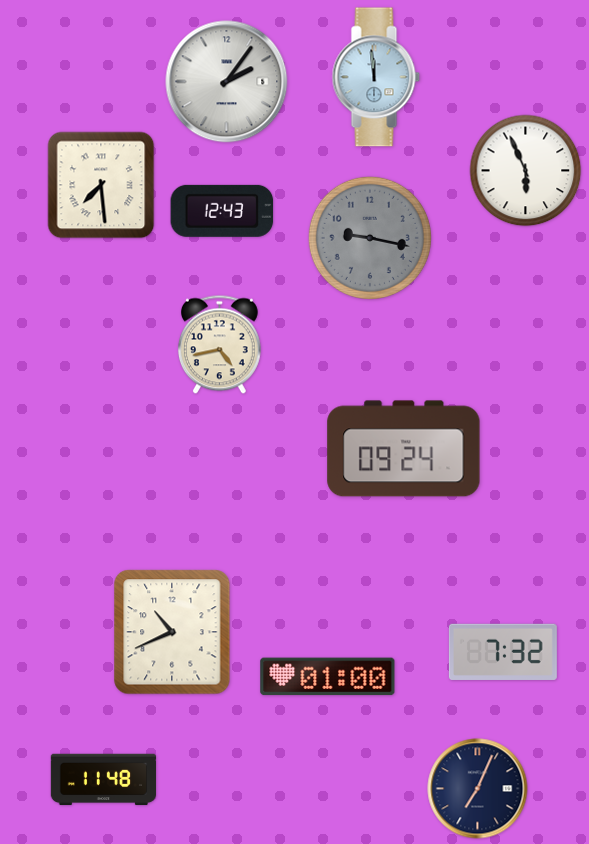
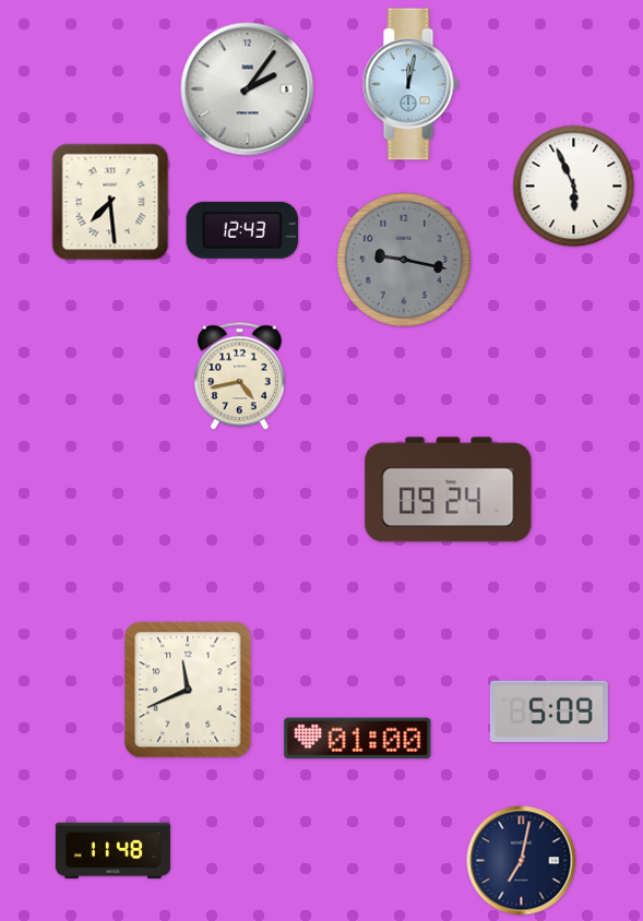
clock at (376, 77): 11:59 -> 12:02
clock at (404, 449) position: (404, 449) -> (449, 490)
clock at (172, 632): 10:41 -> 11:41
clock at (503, 652): 7:32 -> 5:09
clock at (478, 789): 7:04 -> 7:02
